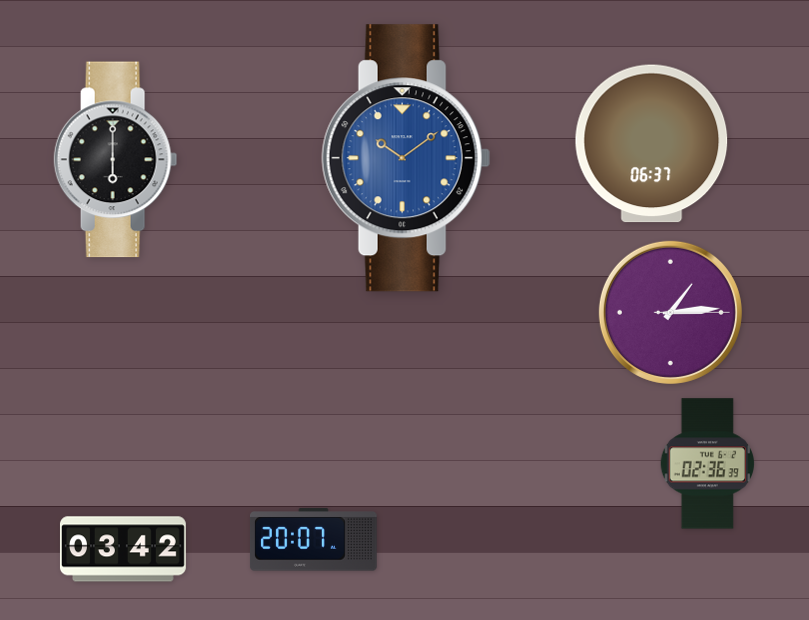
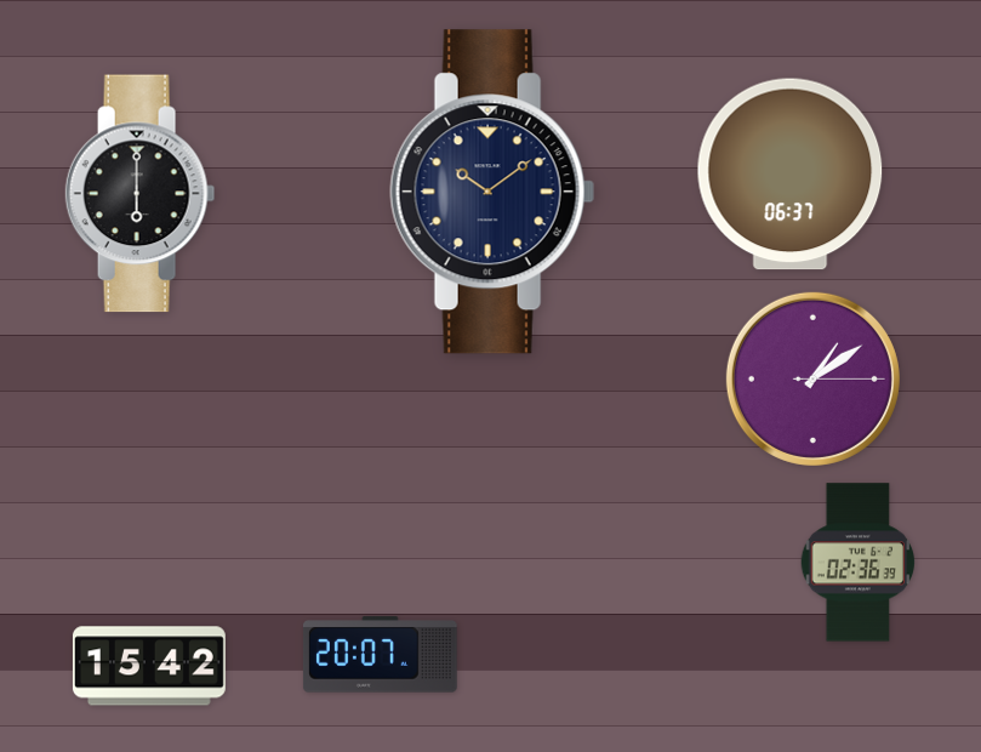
clock at (406, 158) dial: blue -> navy
clock at (670, 312): 1:14 -> 1:09
clock at (123, 549): 03:42 -> 15:42
